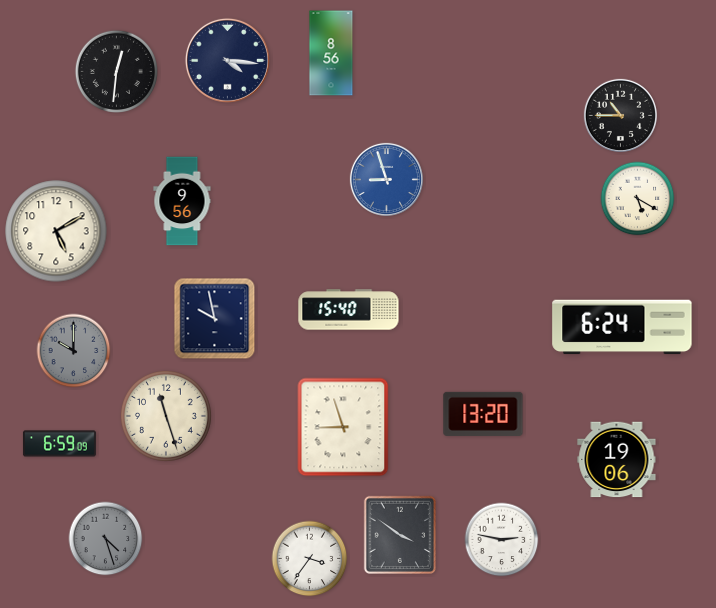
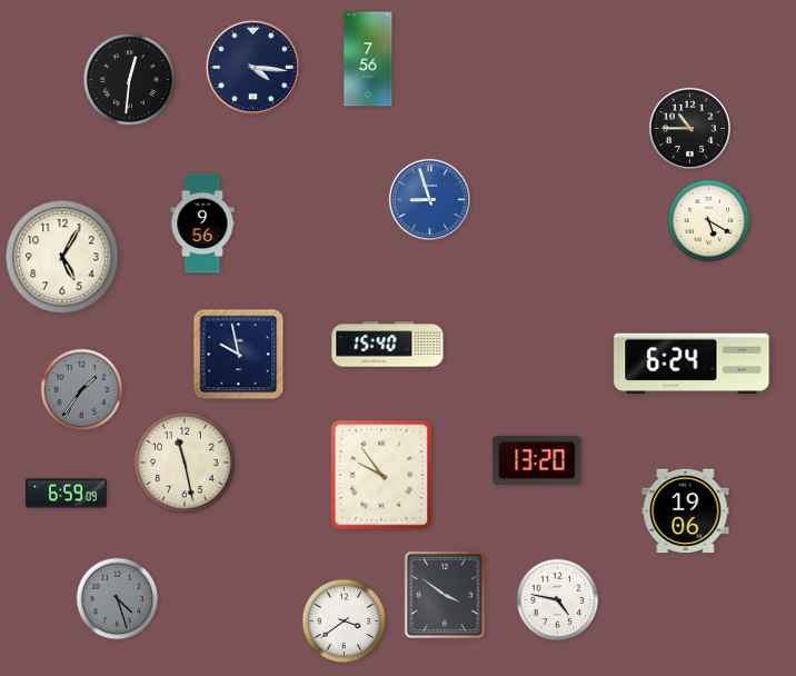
clock at (331, 53): 8:56 -> 7:56
clock at (56, 231): 5:10 -> 5:05
clock at (74, 351): 10:00 -> 1:36
clock at (166, 416): 11:27 -> 11:28
clock at (343, 427): 8:57 -> 9:54
clock at (502, 540): 2:47 -> 4:47
clock at (310, 559): 3:36 -> 3:39
